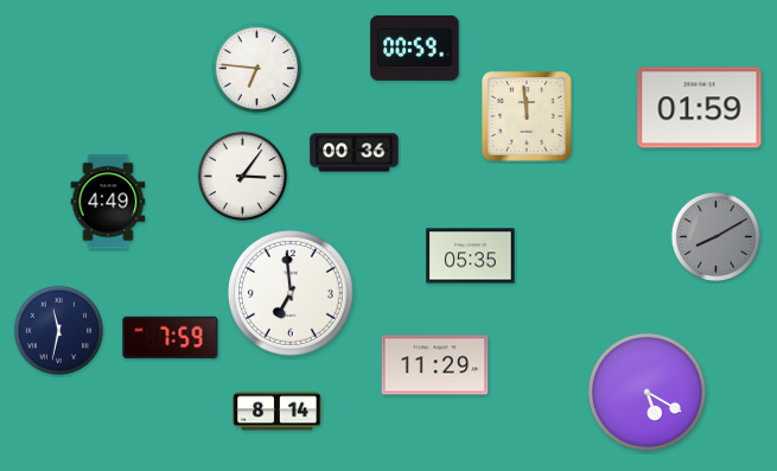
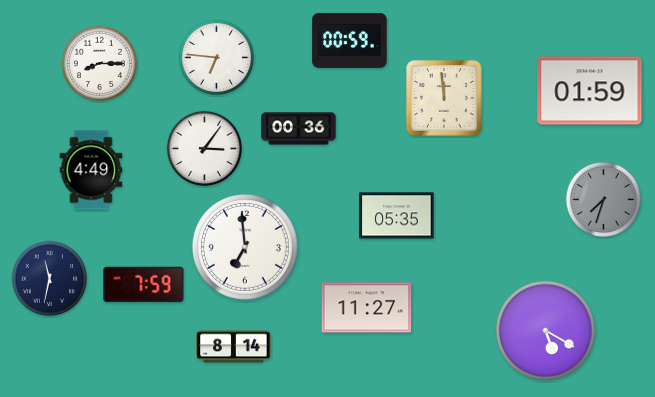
clock at (99, 63): none -> 8:15
clock at (715, 236): 8:10 -> 7:33
clock at (435, 365): 11:29 -> 11:27
